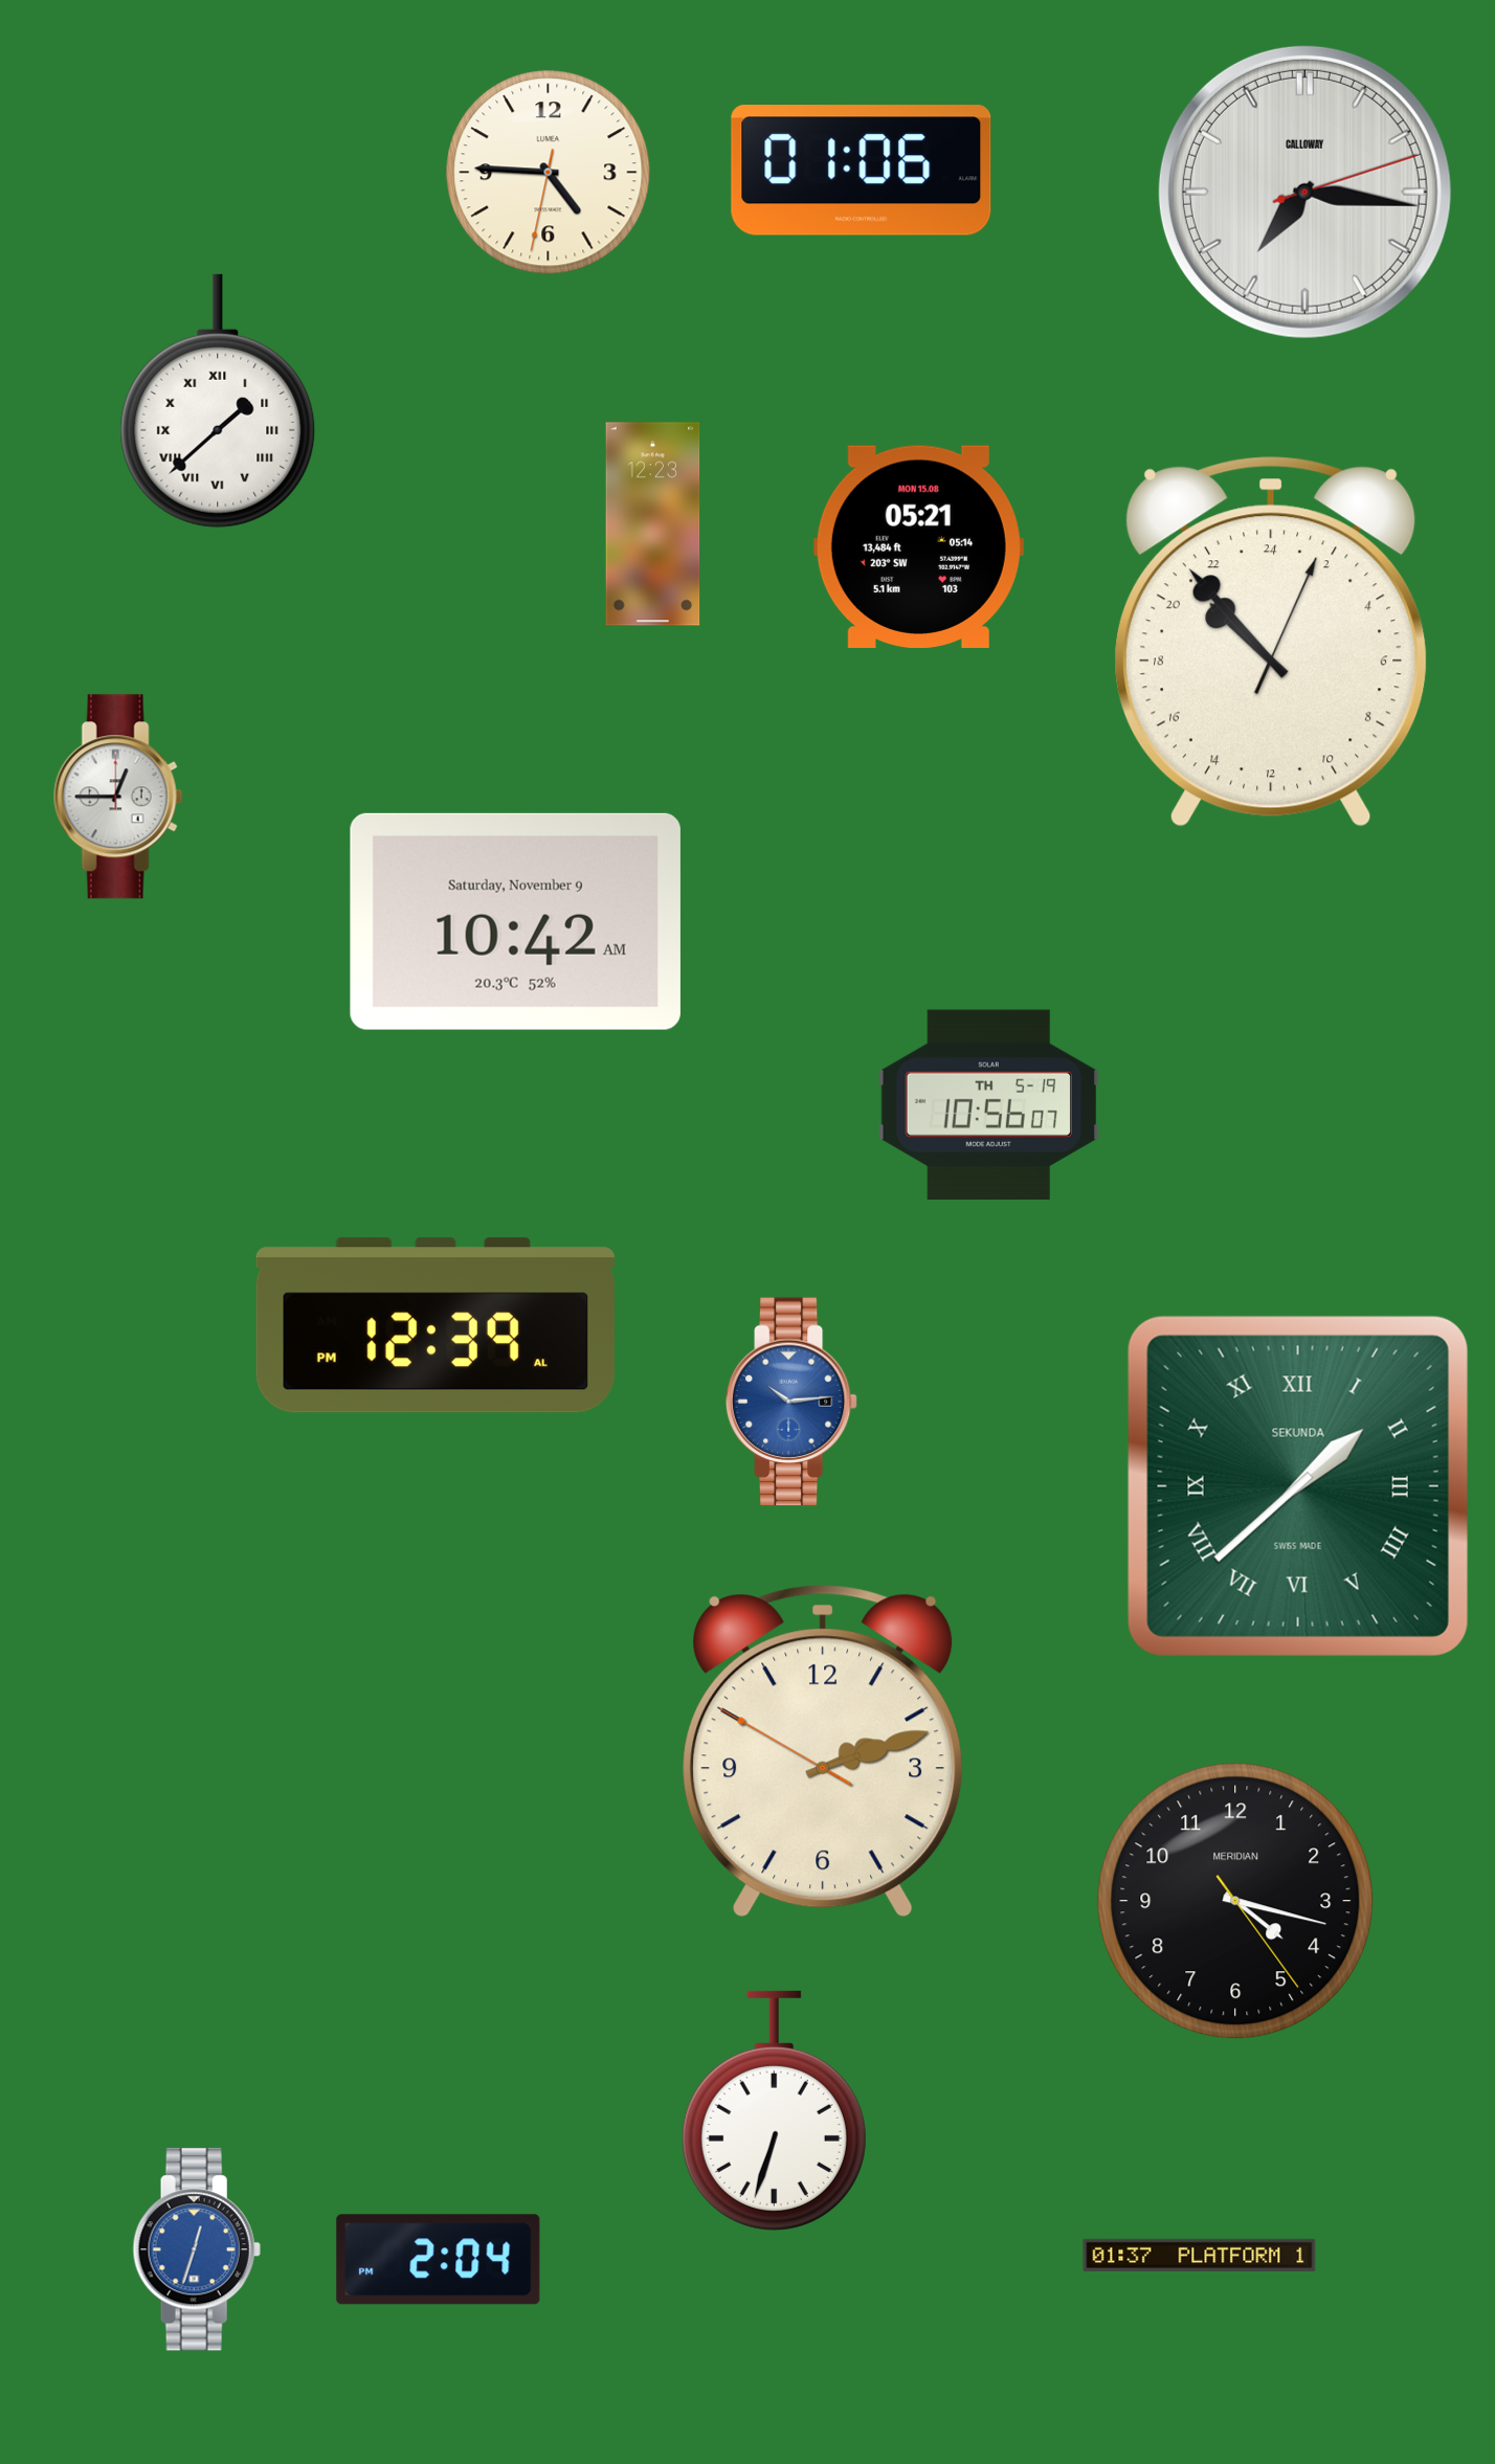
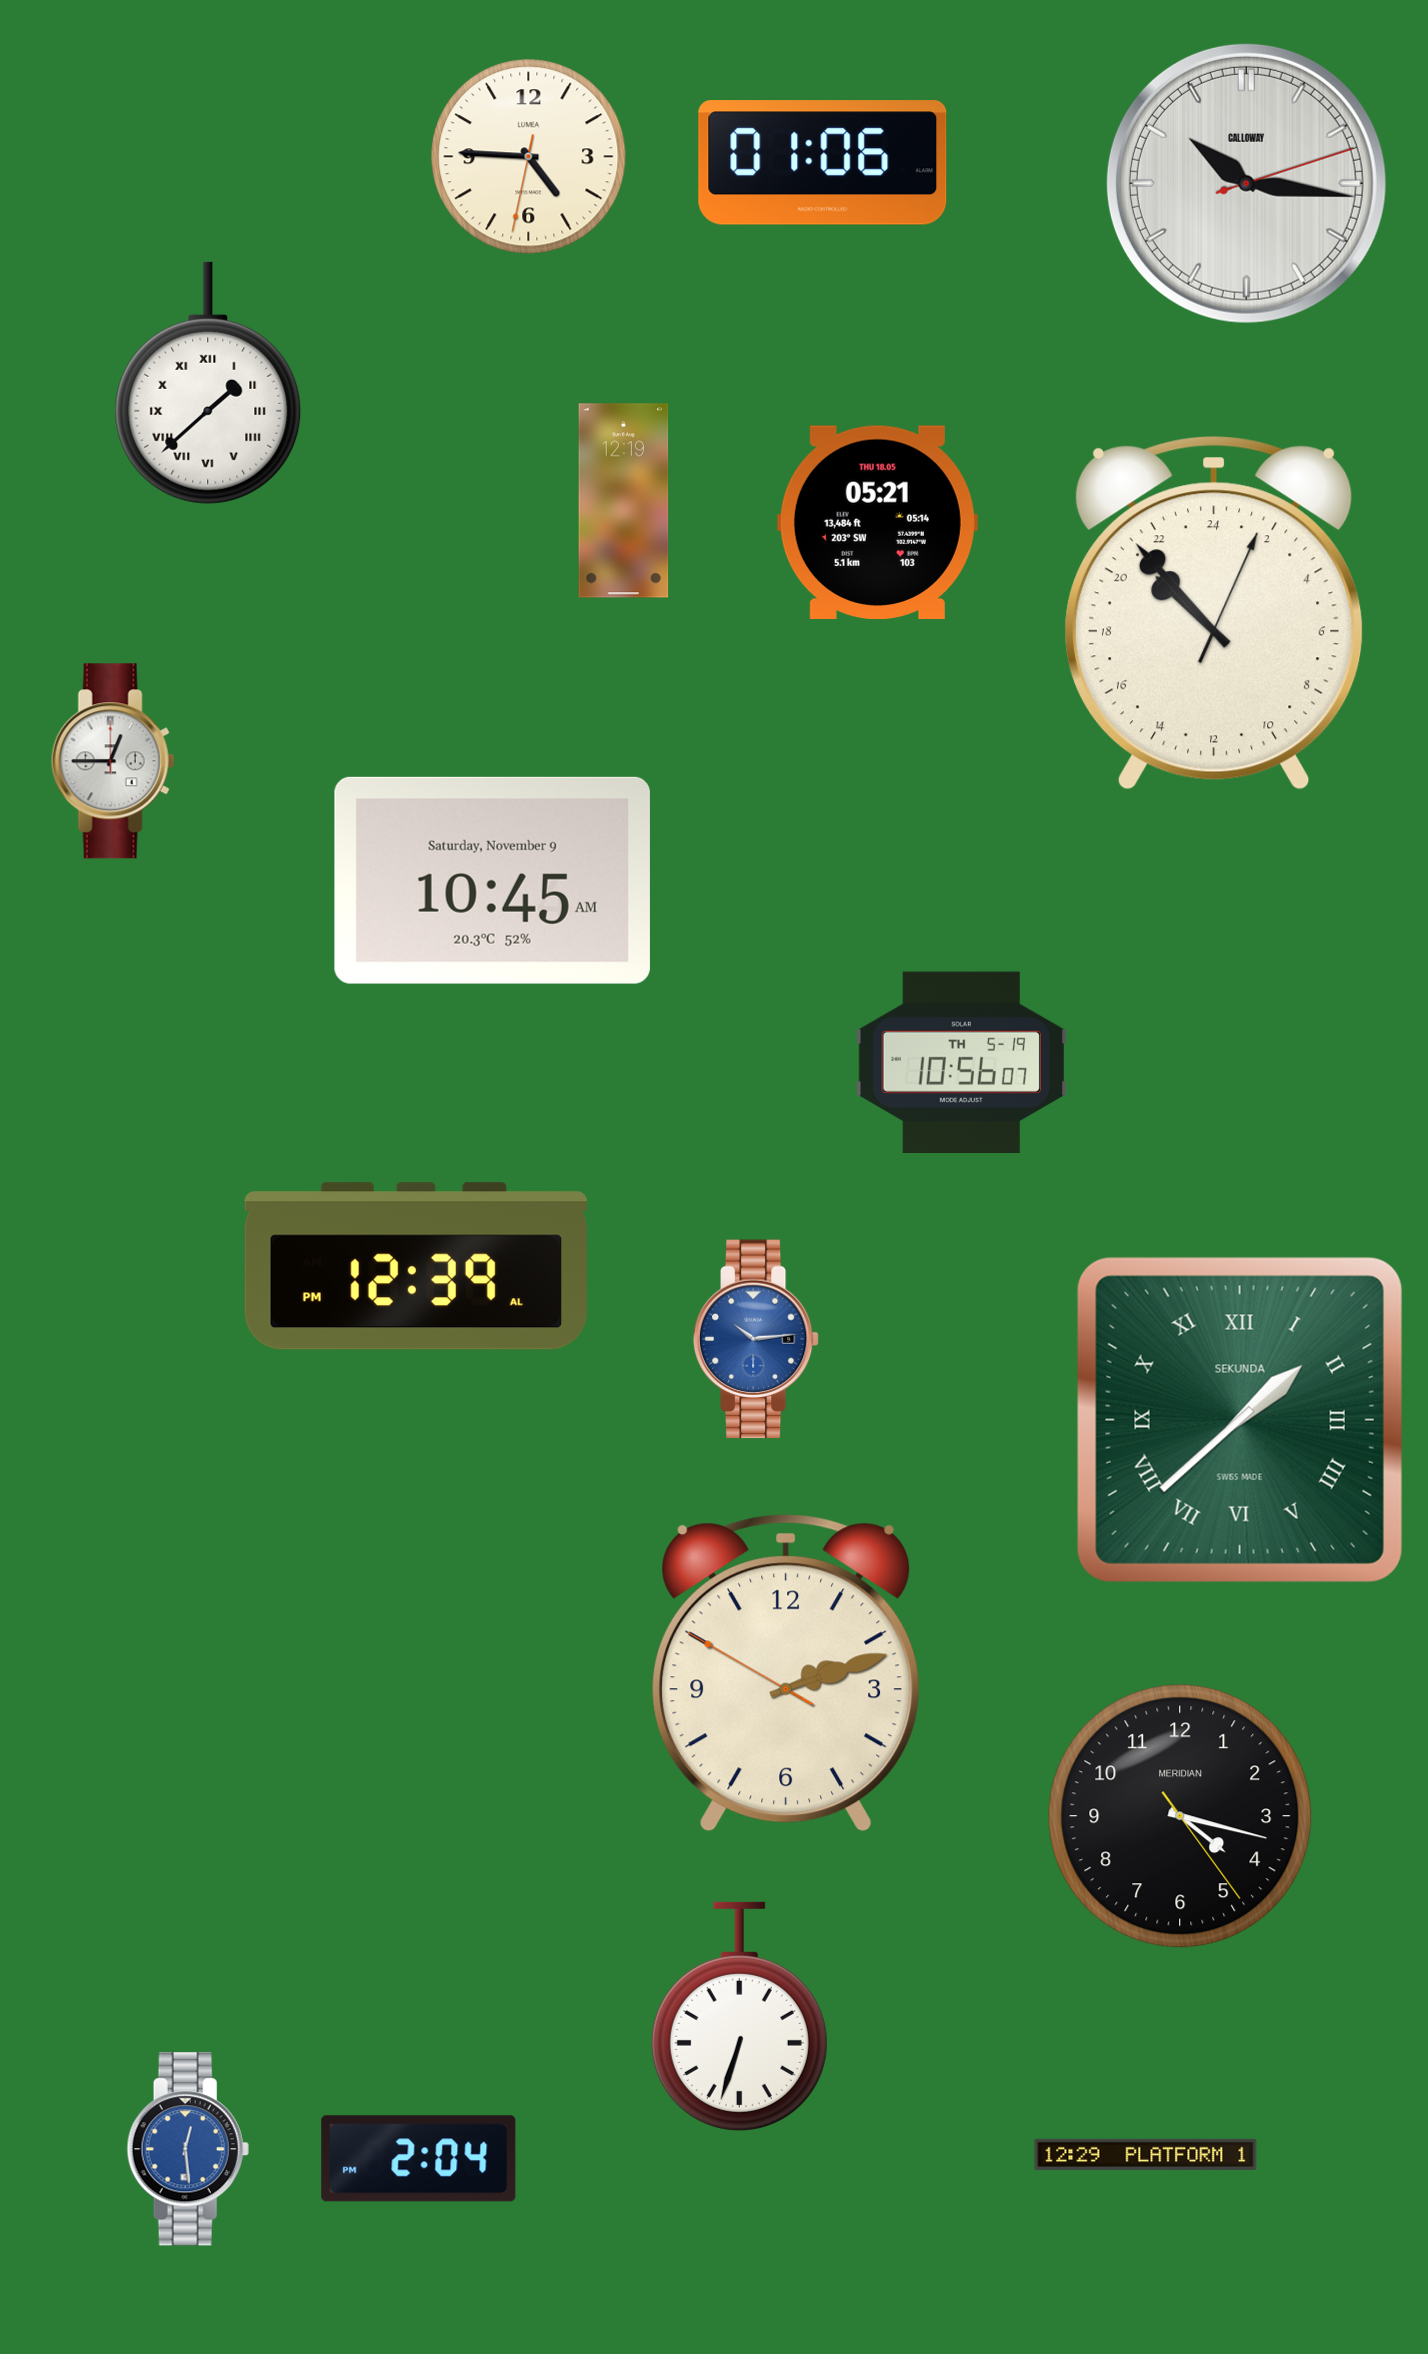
clock at (549, 173) position: (549, 173) -> (529, 157)
clock at (1304, 192): 7:16 -> 10:16
clock at (653, 524): 12:23 -> 12:19
clock at (918, 546) date: MON 15.08 -> THU 18.05
clock at (515, 921): 10:42 -> 10:45
clock at (989, 1104) position: (989, 1104) -> (962, 1062)
clock at (197, 2249): 12:33 -> 12:29
clock at (1200, 2255): 01:37 -> 12:29
